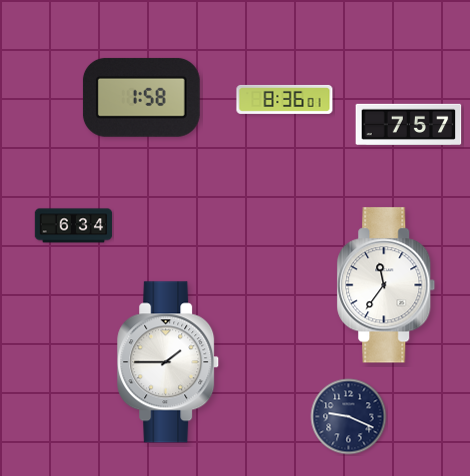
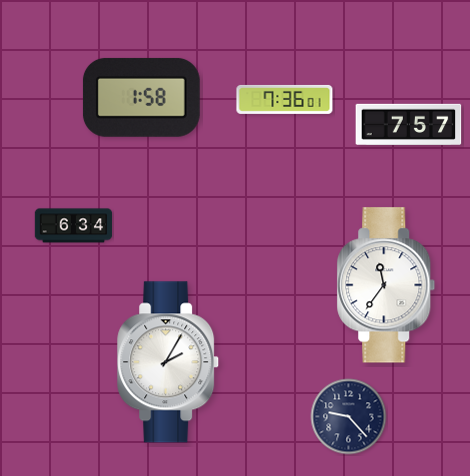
clock at (285, 99): 8:36 -> 7:36
clock at (169, 362): 1:45 -> 2:05
clock at (349, 417): 9:19 -> 9:23
